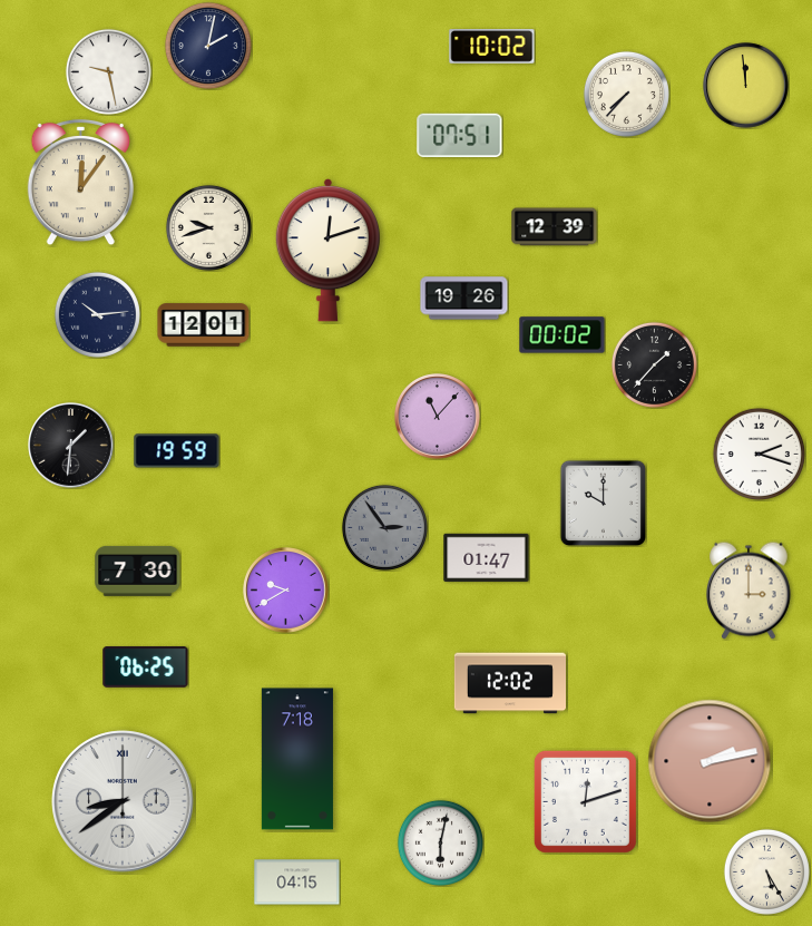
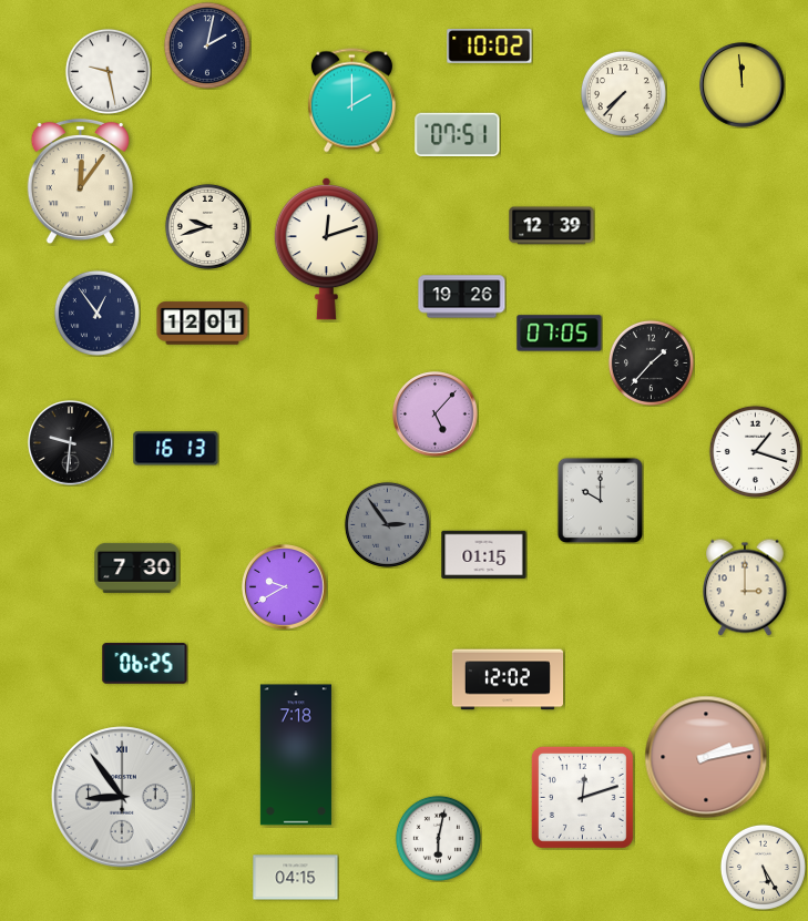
clock at (351, 101): none -> 2:00
clock at (97, 314): 10:14 -> 12:54
clock at (562, 335): 00:02 -> 07:05
clock at (438, 417): 11:07 -> 5:07
clock at (71, 446): 1:31 -> 9:31
clock at (177, 451): 19:59 -> 16:13
clock at (759, 454): 2:18 -> 1:18
clock at (384, 527) position: (384, 527) -> (387, 524)
clock at (487, 558): 01:47 -> 01:15
clock at (123, 801): 8:39 -> 8:54
